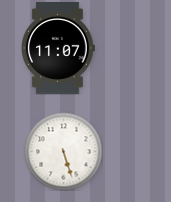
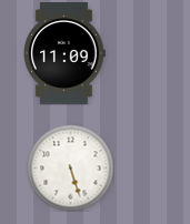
clock at (59, 48): 11:07 -> 11:09
